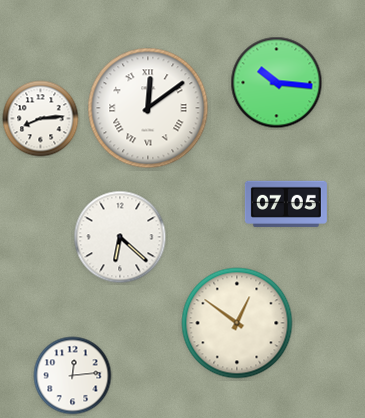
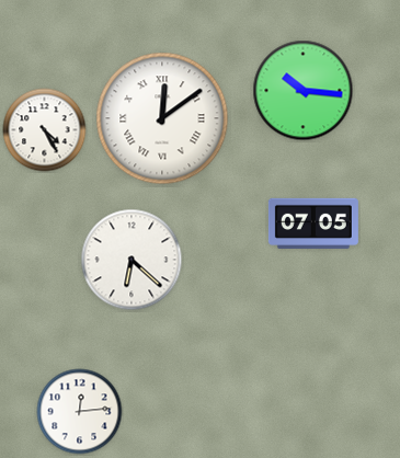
clock at (41, 119): 8:14 -> 4:25
clock at (237, 323): 12:51 -> none
